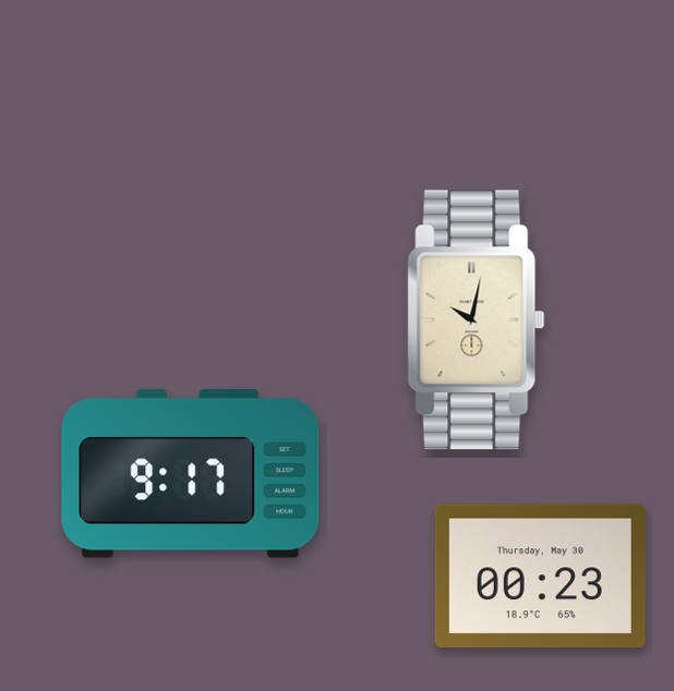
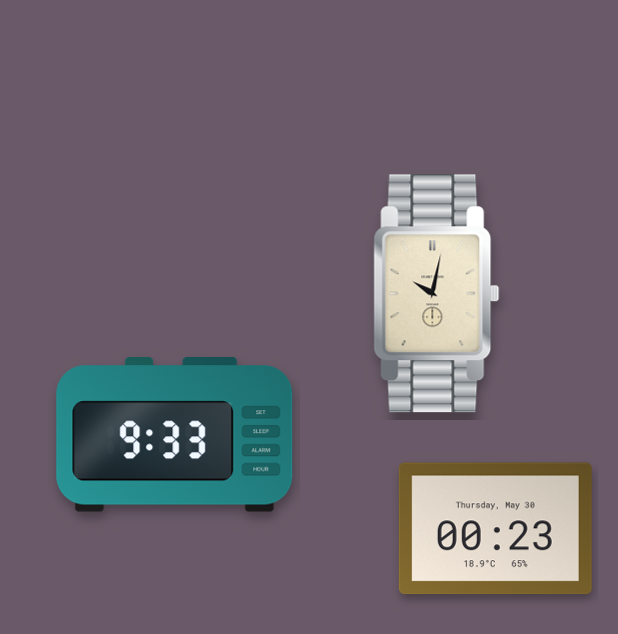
clock at (191, 474): 9:17 -> 9:33
